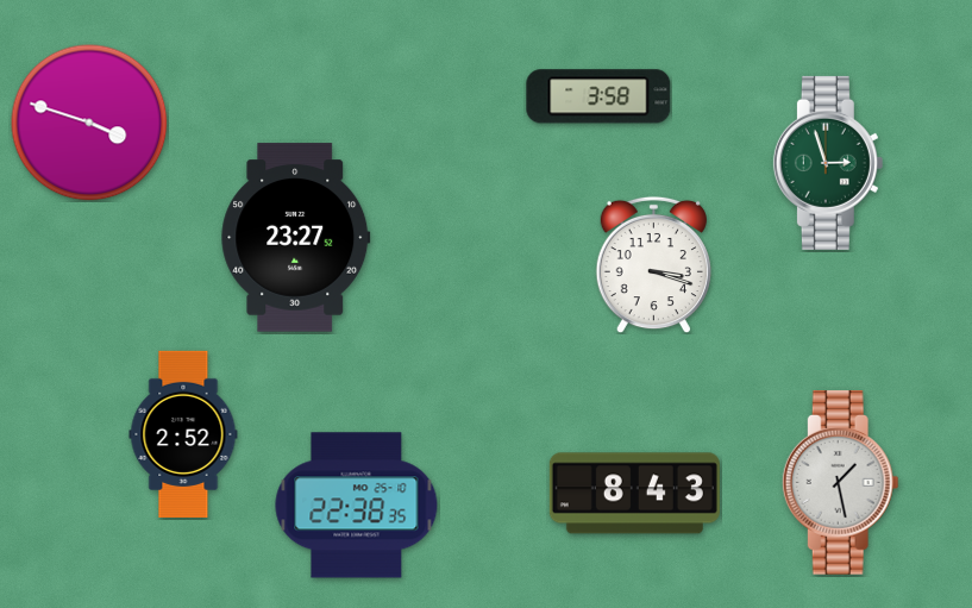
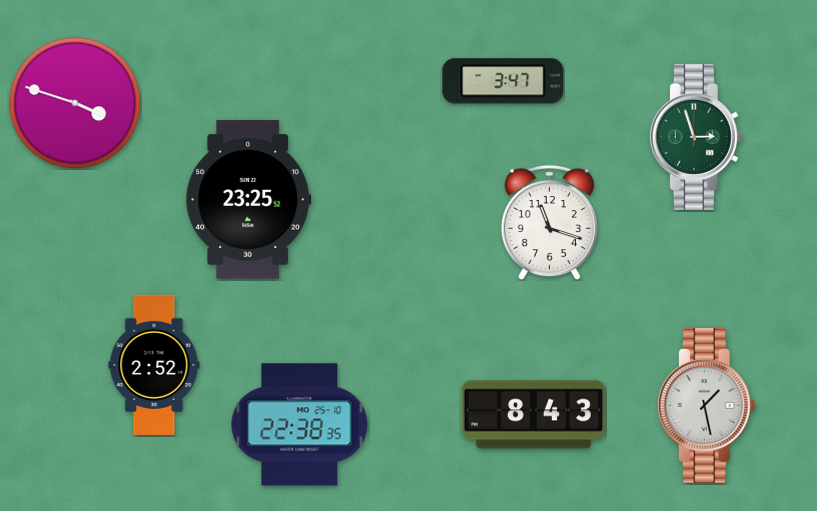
clock at (598, 96): 3:58 -> 3:47
clock at (296, 238): 23:27 -> 23:25
clock at (653, 264): 3:18 -> 11:18
